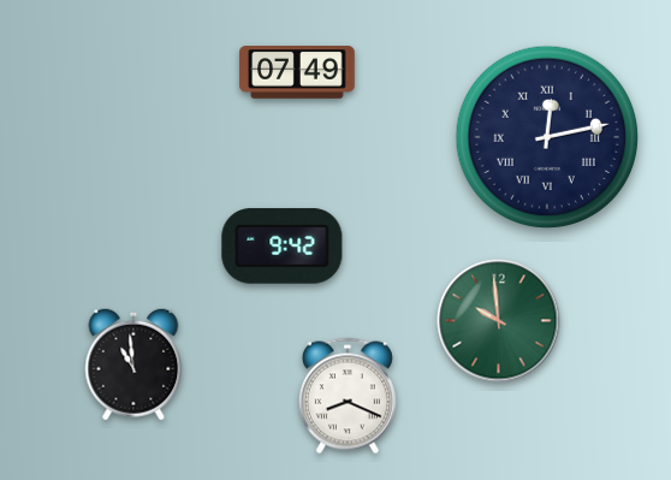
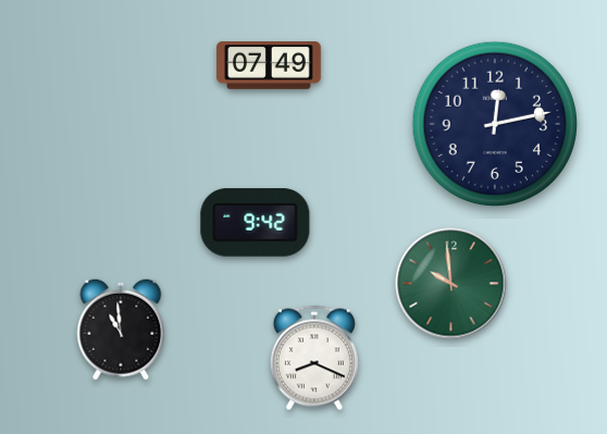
clock at (546, 136) numerals: Roman -> Arabic
clock at (499, 321) position: (499, 321) -> (451, 284)
